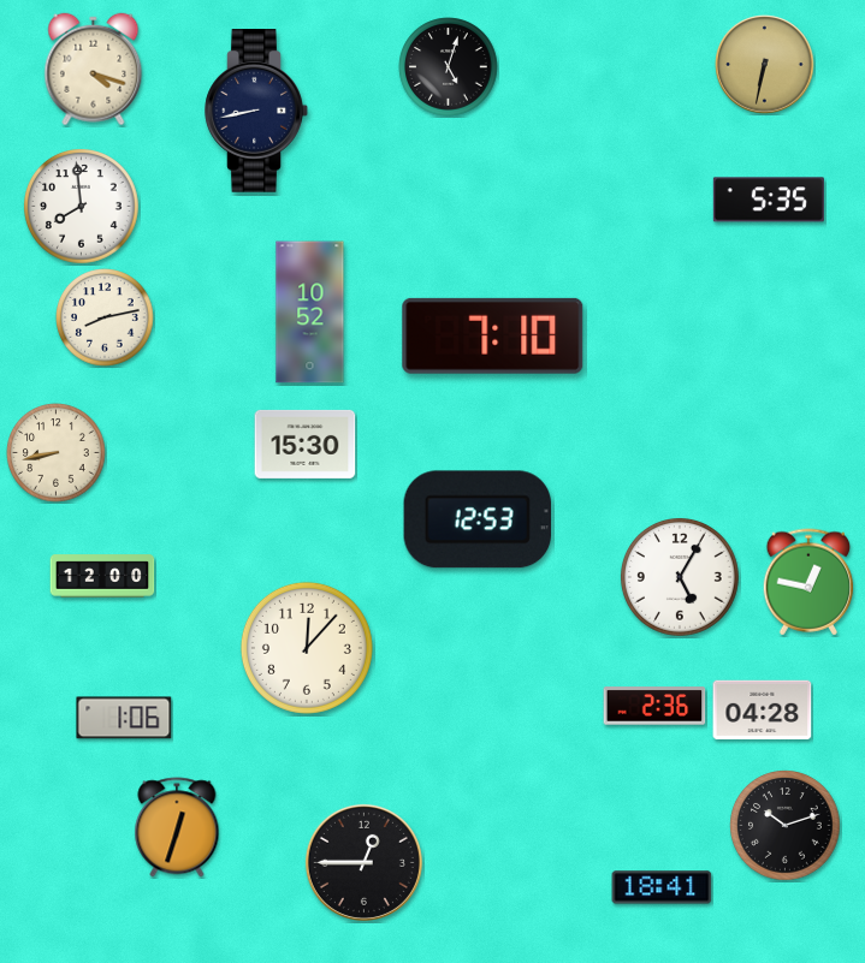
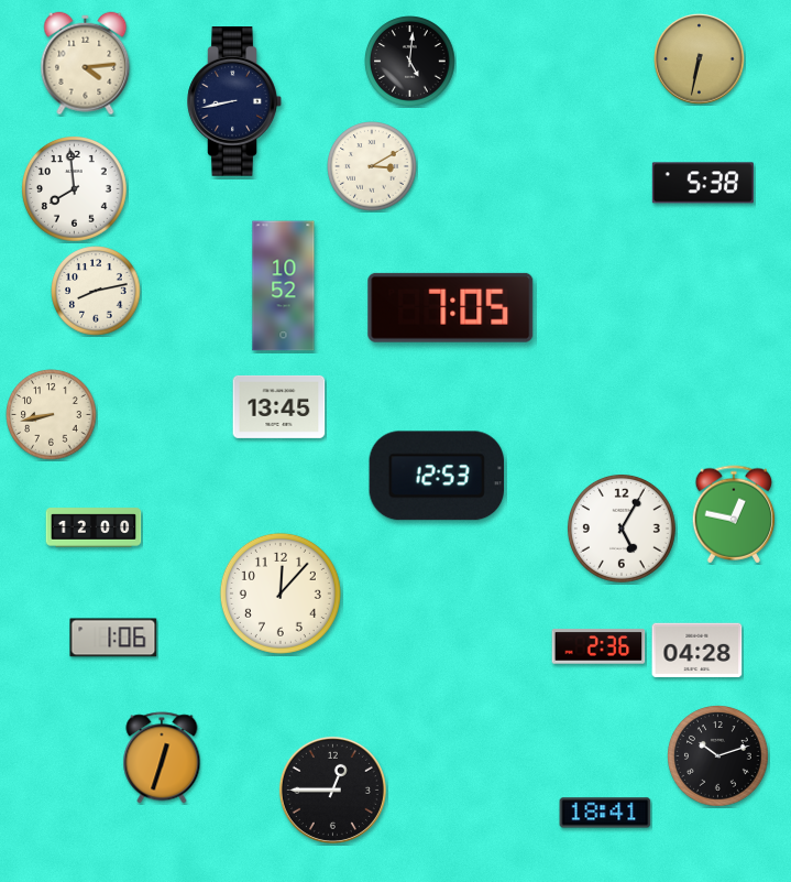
clock at (449, 67): 5:03 -> 5:01
clock at (94, 70): 4:18 -> 4:14
clock at (372, 166): none -> 3:10
clock at (769, 200): 5:35 -> 5:38
clock at (493, 335): 7:10 -> 7:05
clock at (306, 444): 15:30 -> 13:45
clock at (808, 582) position: (808, 582) -> (734, 514)
clock at (124, 718) position: (124, 718) -> (113, 638)
